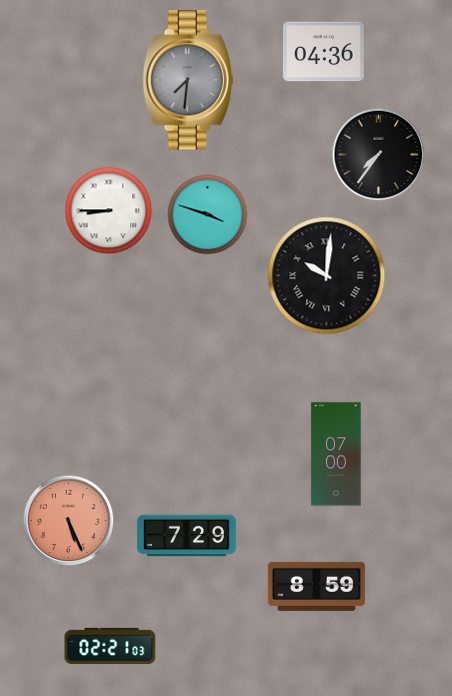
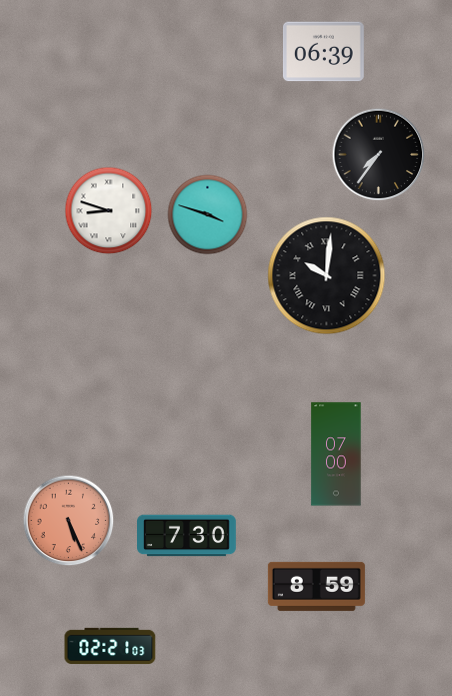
clock at (323, 52): 04:36 -> 06:39
clock at (188, 80): 7:31 -> none
clock at (109, 211): 8:45 -> 8:48
clock at (187, 536): 7:29 -> 7:30
